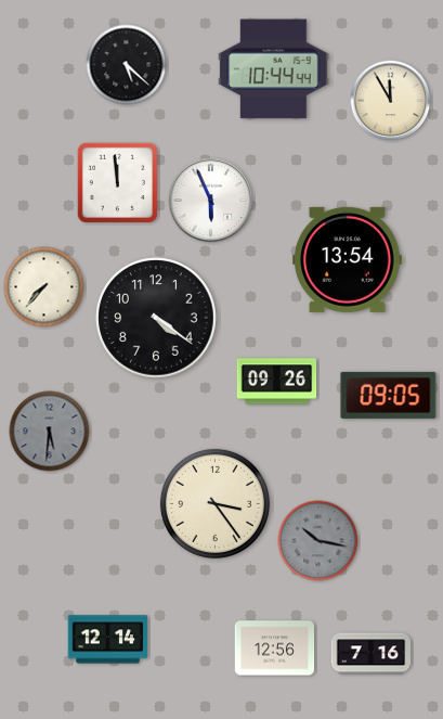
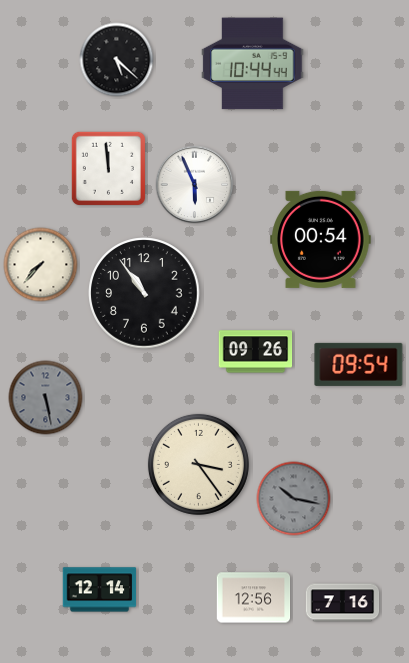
clock at (391, 101): 11:55 -> none
clock at (348, 259): 13:54 -> 00:54
clock at (156, 318): 4:21 -> 10:54
clock at (389, 395): 09:05 -> 09:54
clock at (50, 432): 5:31 -> 5:28
